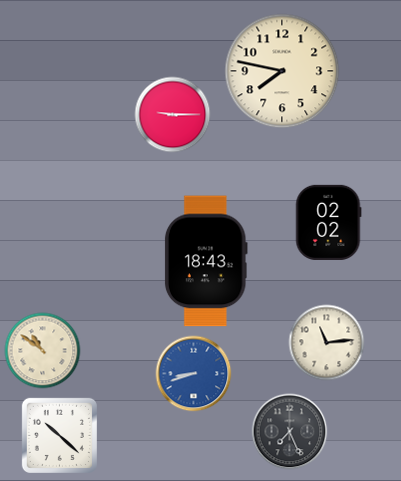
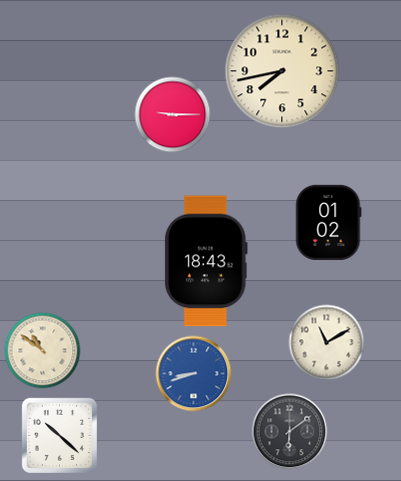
clock at (282, 71): 7:47 -> 7:43
clock at (328, 222): 02:02 -> 01:02
clock at (327, 343): 11:14 -> 11:10
clock at (290, 432): 7:26 -> 6:09
